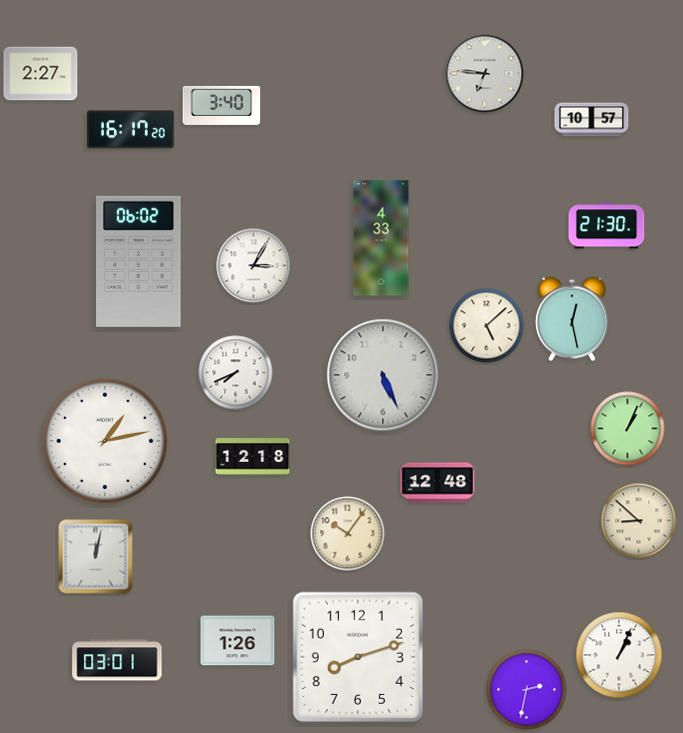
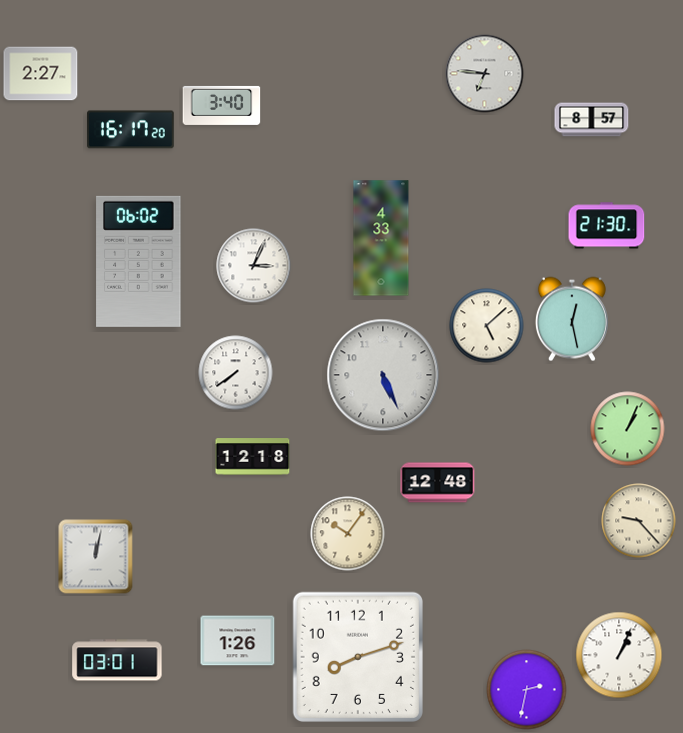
clock at (592, 120): 10:57 -> 8:57
clock at (254, 266): 3:05 -> 3:04
clock at (236, 373): 7:41 -> 7:39
clock at (105, 441): 1:13 -> none
clock at (639, 521): 8:52 -> 9:23
